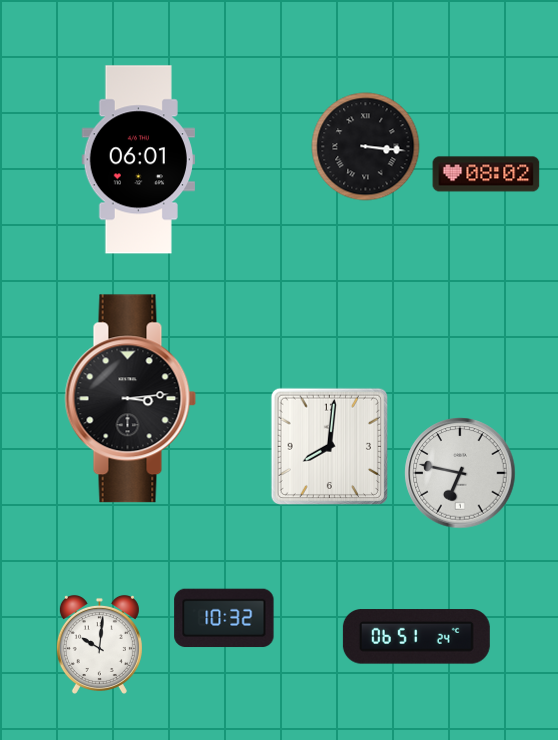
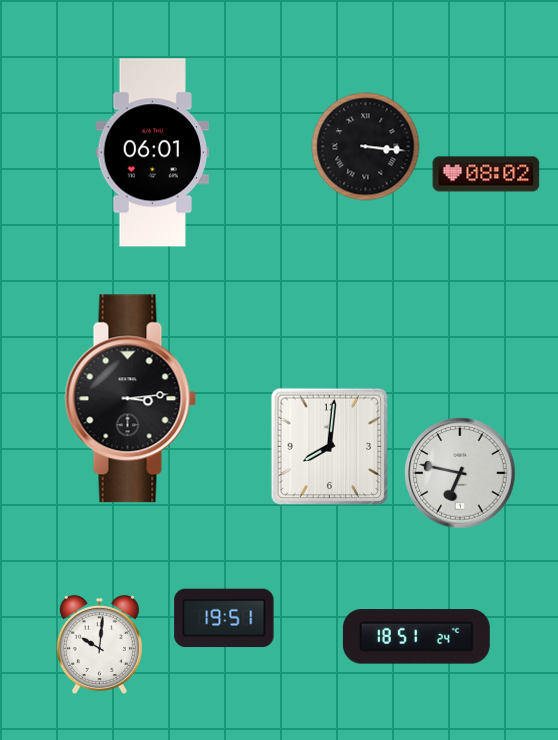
clock at (138, 160) position: (138, 160) -> (152, 153)
clock at (224, 618): 10:32 -> 19:51
clock at (416, 637): 06:51 -> 18:51
